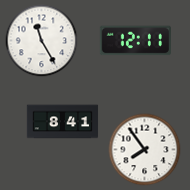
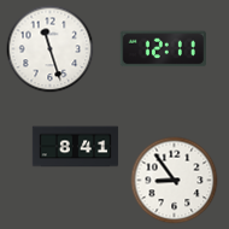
clock at (42, 41): 11:25 -> 11:27
clock at (145, 150): 7:54 -> 8:54
